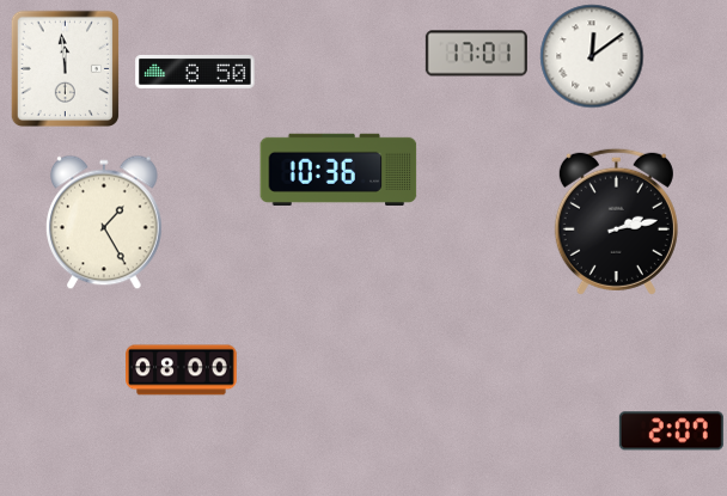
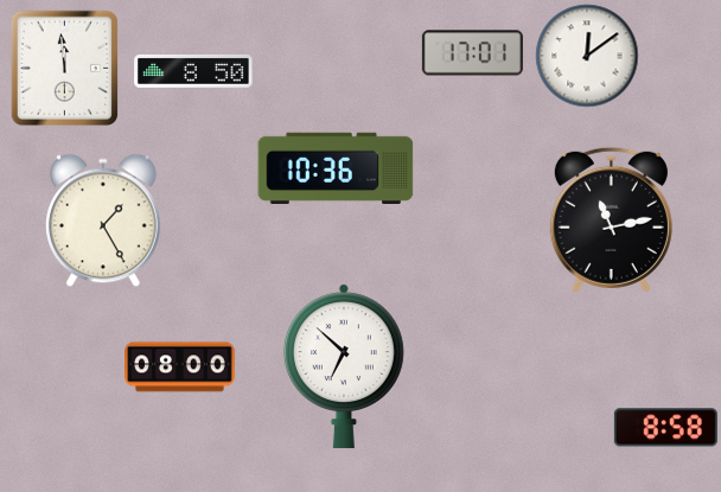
clock at (616, 221): 2:13 -> 11:13
clock at (344, 366): none -> 6:52
clock at (671, 431): 2:07 -> 8:58
